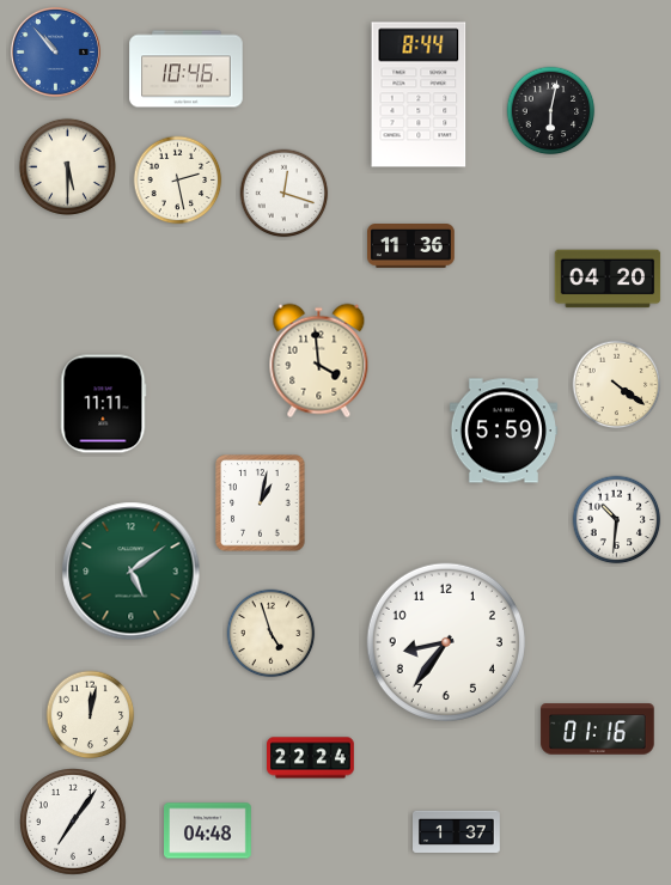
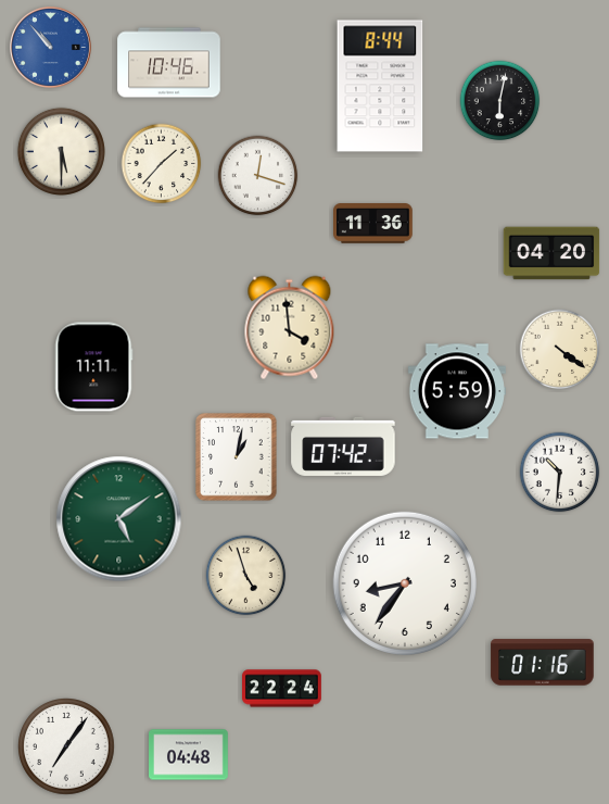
clock at (178, 181): 2:28 -> 1:37
clock at (343, 447): none -> 07:42
clock at (91, 715): 12:02 -> none
clock at (457, 831): 1:37 -> none
